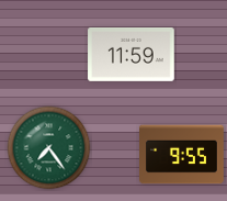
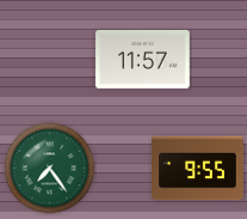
clock at (132, 55): 11:59 -> 11:57
clock at (49, 148) position: (49, 148) -> (50, 169)
